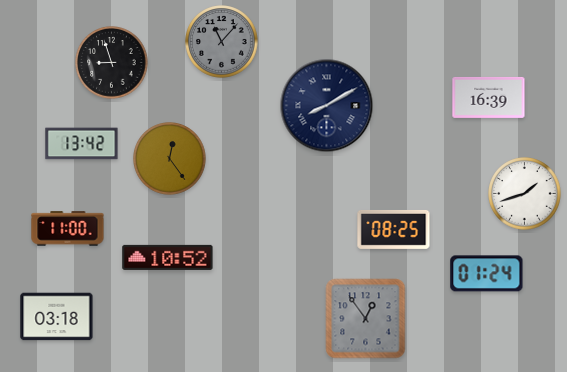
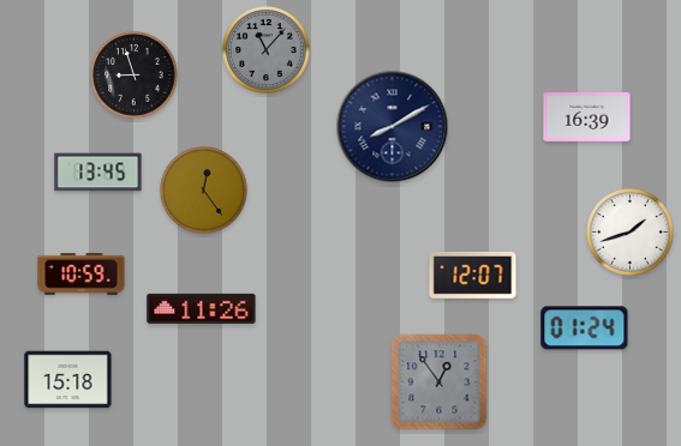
clock at (82, 144): 13:42 -> 13:45
clock at (68, 229): 11:00 -> 10:59
clock at (394, 229): 08:25 -> 12:07
clock at (168, 257): 10:52 -> 11:26
clock at (57, 317): 03:18 -> 15:18
